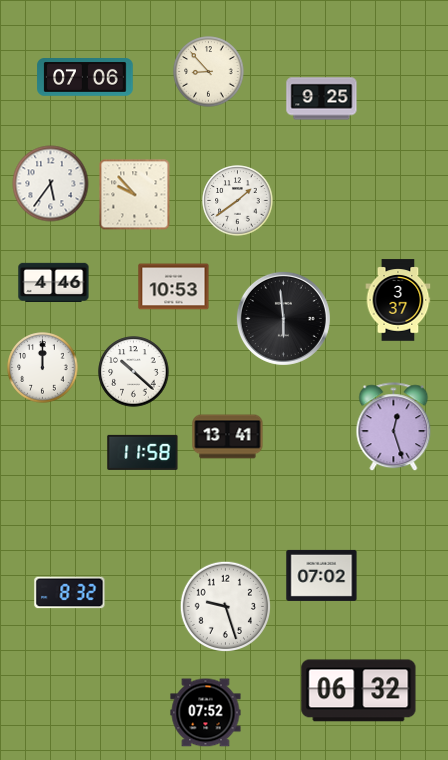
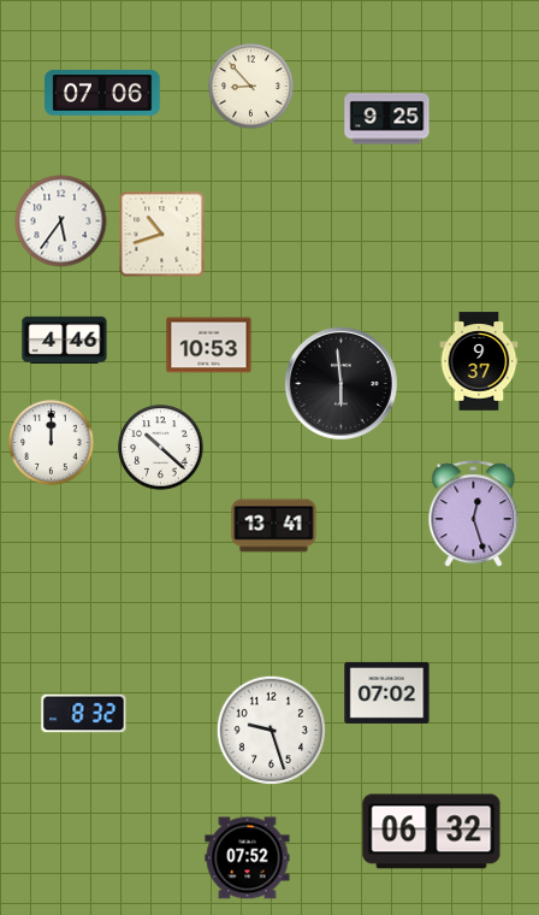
clock at (135, 195): 9:53 -> 10:42
clock at (238, 201): 1:39 -> none
clock at (398, 300): 3:37 -> 9:37
clock at (143, 452): 11:58 -> none
